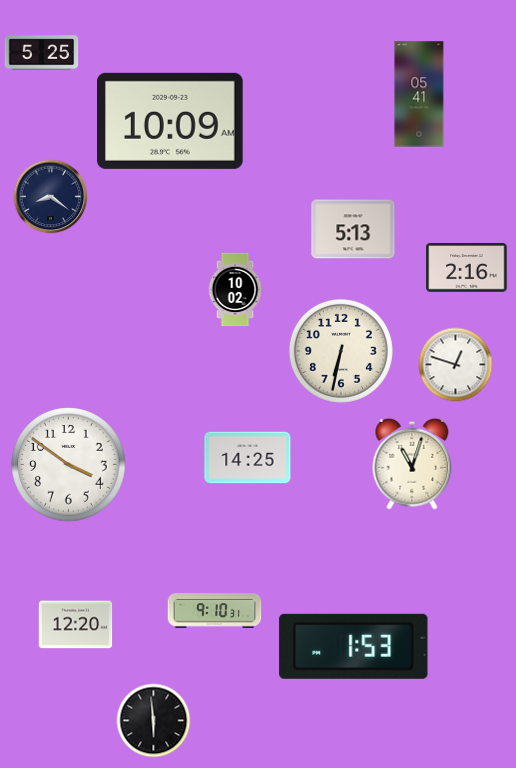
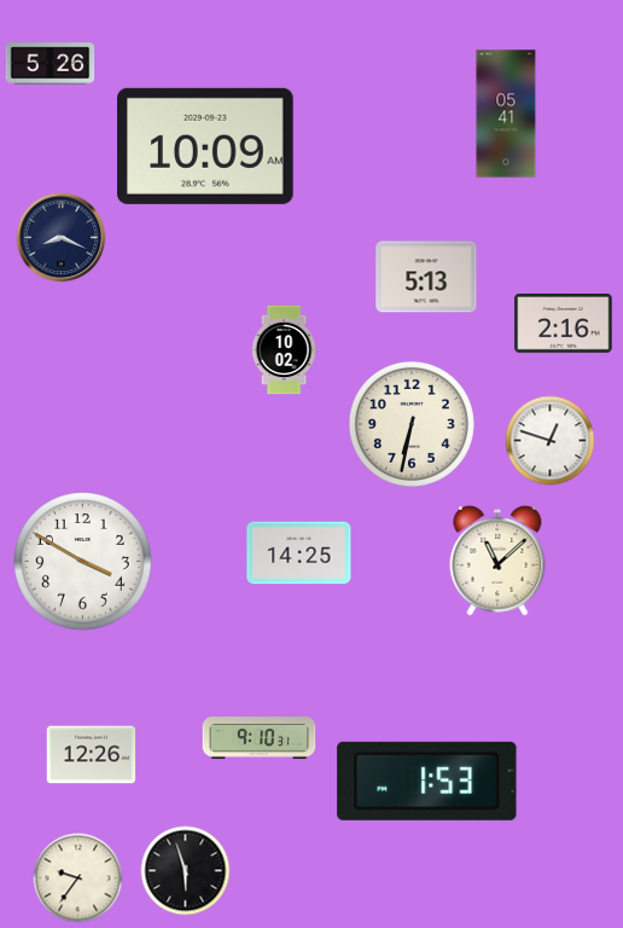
clock at (42, 53): 5:25 -> 5:26
clock at (51, 197): 8:21 -> 8:19
clock at (412, 464): 11:03 -> 11:08
clock at (69, 465): 3:51 -> 3:50
clock at (76, 625): 12:20 -> 12:26
clock at (154, 721): 5:59 -> 5:57
clock at (78, 878): none -> 9:36
